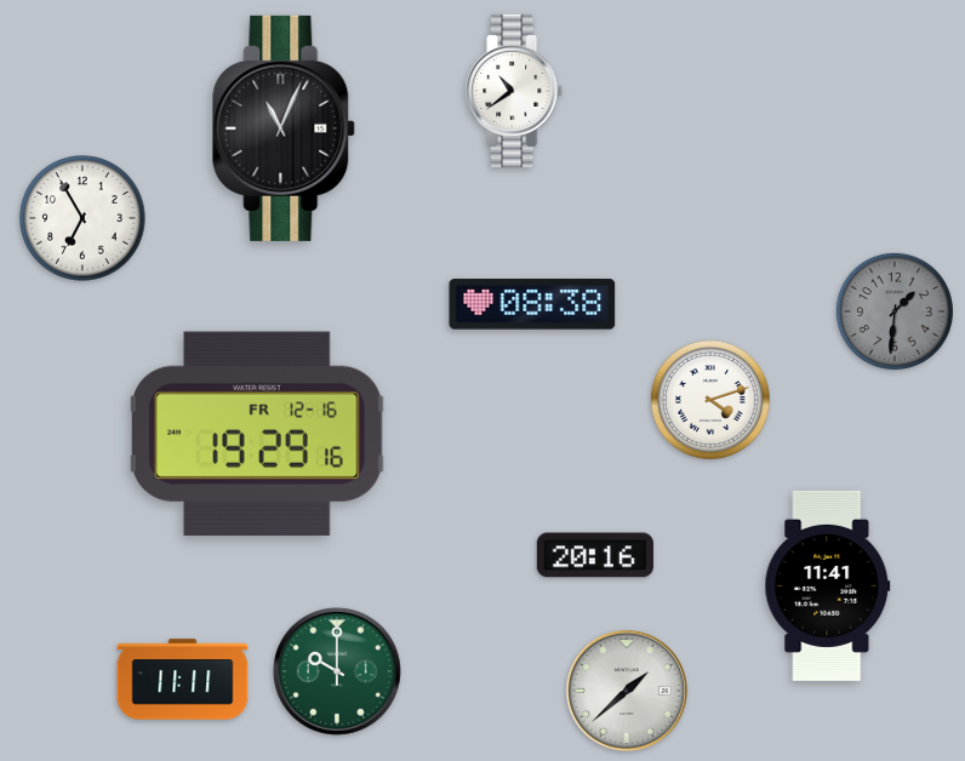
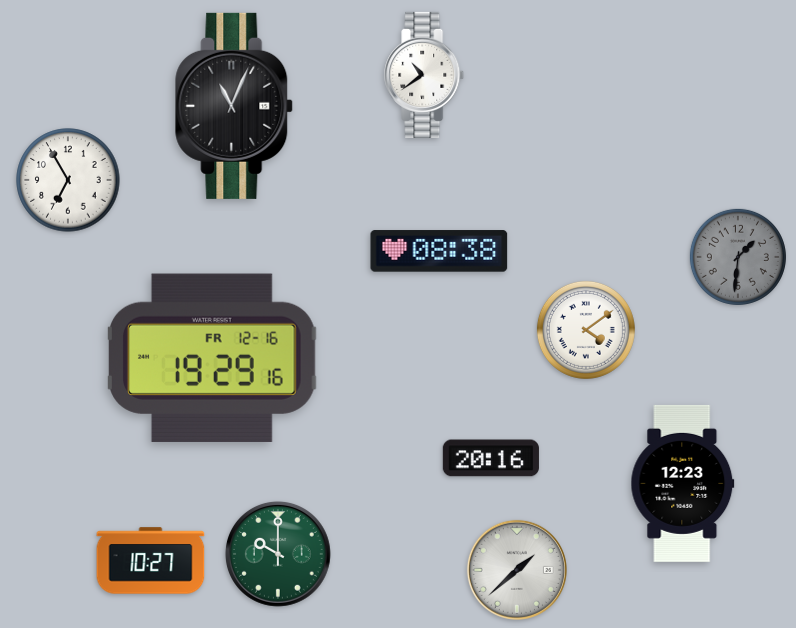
clock at (710, 400): 4:12 -> 4:09
clock at (828, 585): 11:41 -> 12:23
clock at (183, 680): 11:11 -> 10:27
